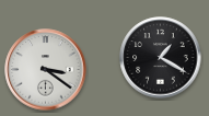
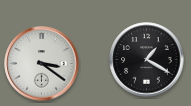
clock at (161, 58) position: (161, 58) -> (147, 60)
